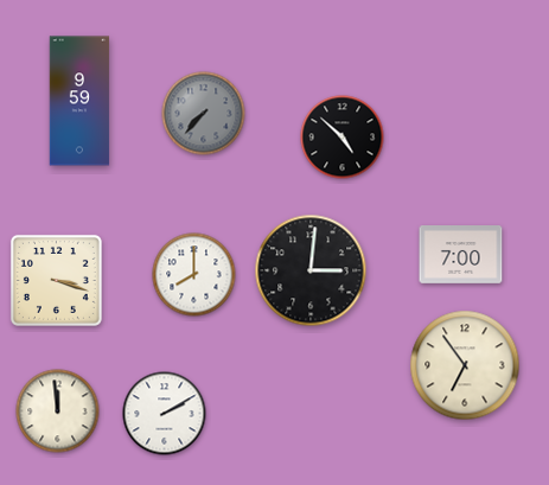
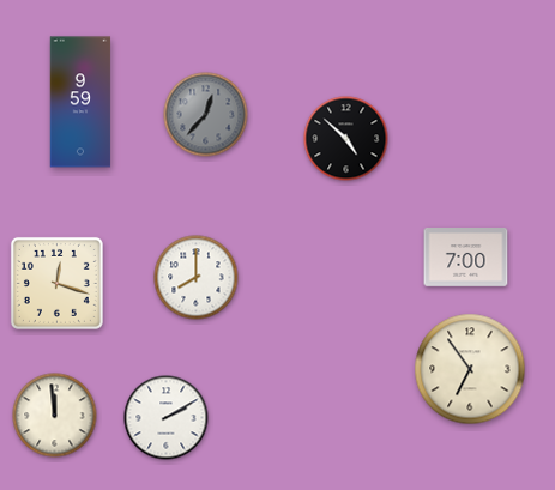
clock at (204, 114): 7:37 -> 12:37
clock at (311, 270): 3:01 -> none
clock at (56, 280): 3:18 -> 12:18
clock at (58, 411) position: (58, 411) -> (55, 416)
